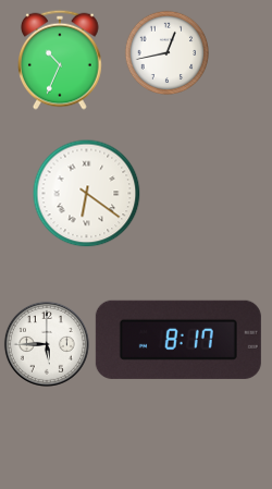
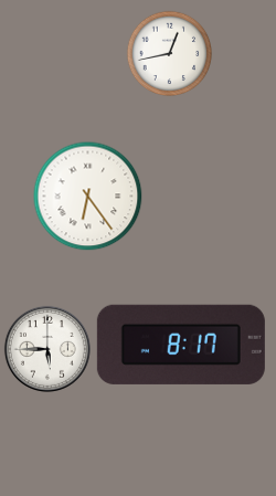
clock at (61, 60): 10:34 -> none
clock at (87, 194): 6:21 -> 6:24
